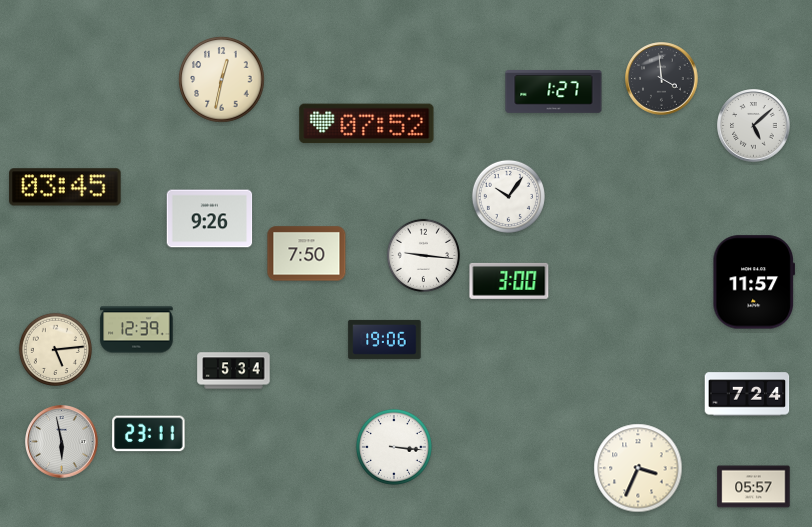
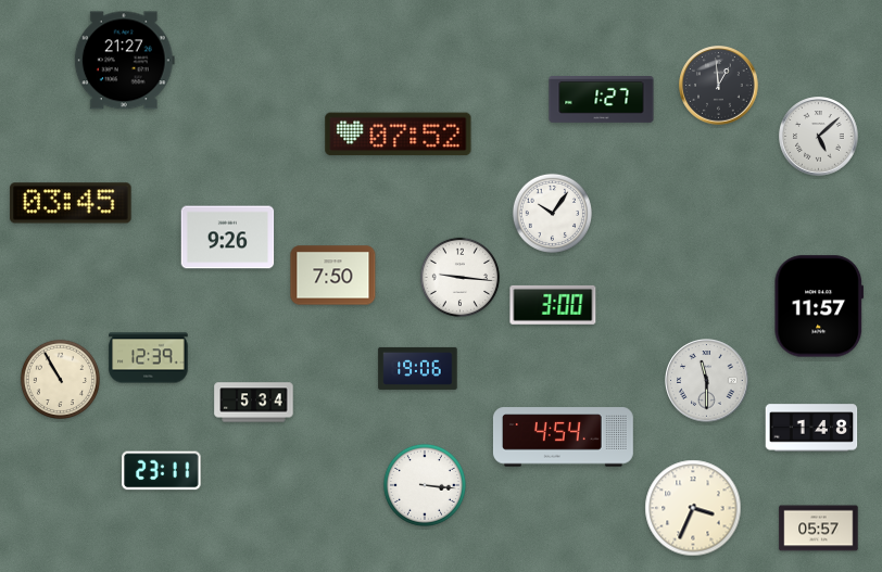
clock at (124, 61): none -> 21:27
clock at (662, 79): 3:59 -> 12:59
clock at (222, 80): 12:32 -> none
clock at (55, 349): 5:14 -> 10:55
clock at (707, 381): none -> 11:30
clock at (747, 394): 7:24 -> 1:48
clock at (563, 437): none -> 4:54
clock at (62, 442): 5:58 -> none
clock at (394, 447) position: (394, 447) -> (425, 485)
